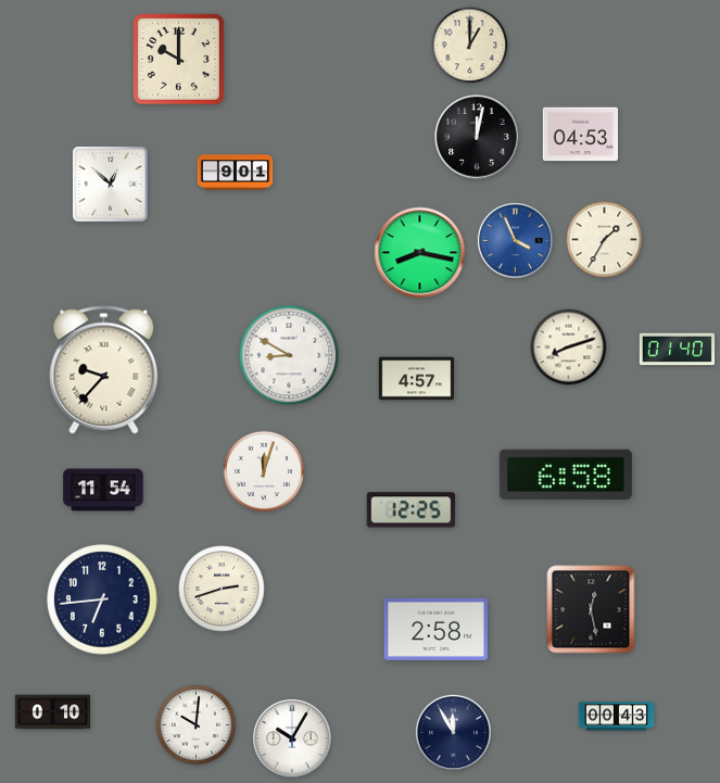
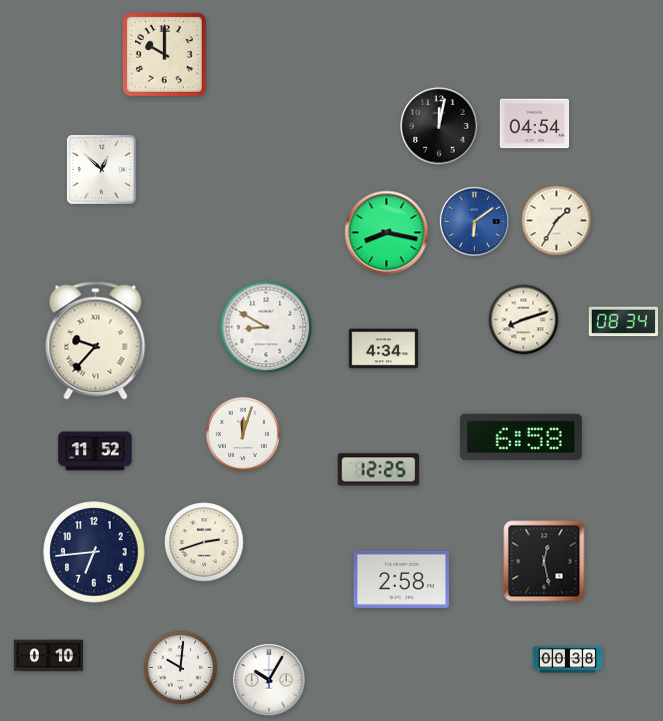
clock at (470, 46): 1:00 -> none
clock at (581, 135): 04:53 -> 04:54
clock at (236, 173): 9:01 -> none
clock at (515, 240): 3:56 -> 6:09
clock at (678, 350): 01:40 -> 08:34
clock at (417, 379): 4:57 -> 4:34
clock at (103, 490): 11:54 -> 11:52
clock at (617, 717): 00:43 -> 00:38
clock at (453, 732): 11:55 -> none
